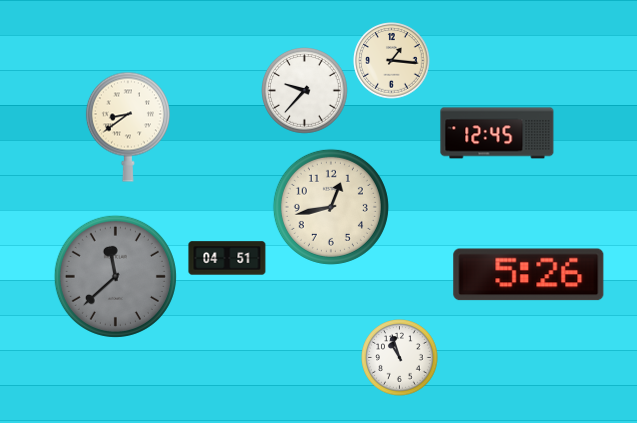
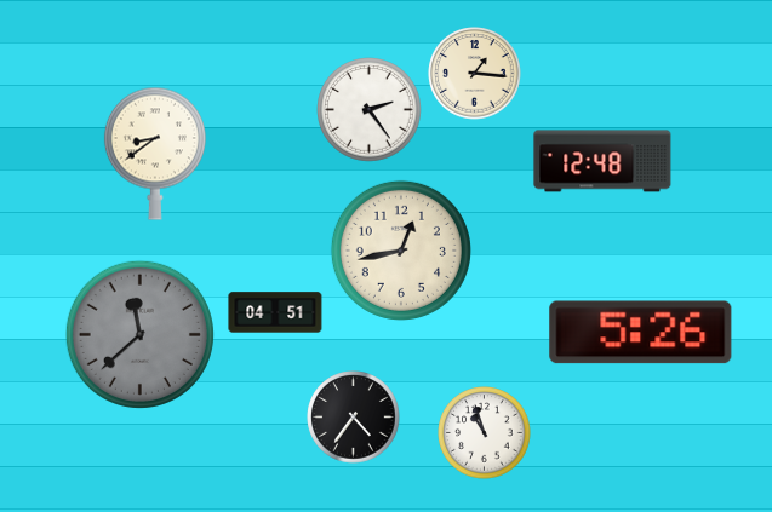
clock at (305, 91): 9:37 -> 2:24
clock at (497, 133): 12:45 -> 12:48
clock at (354, 418): none -> 4:36
